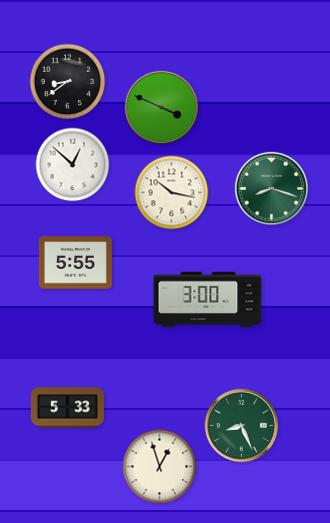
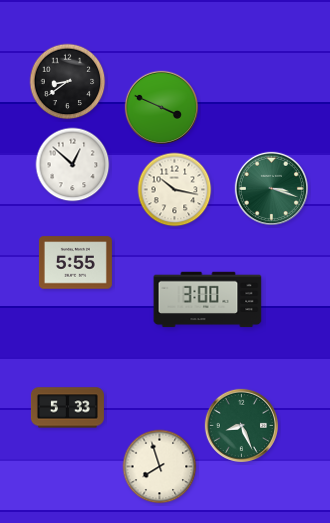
clock at (271, 188): 8:18 -> 3:18
clock at (172, 193) position: (172, 193) -> (175, 190)
clock at (160, 467): 12:57 -> 7:57
